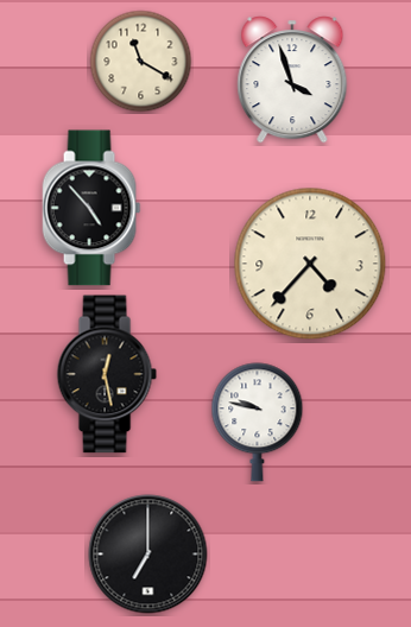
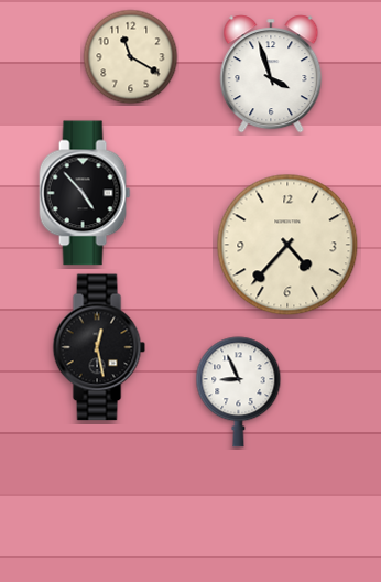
clock at (258, 423): 9:47 -> 8:56
clock at (148, 555): 7:00 -> none
